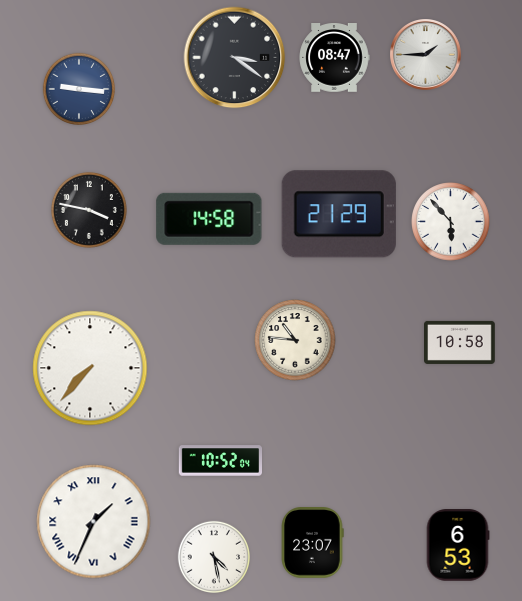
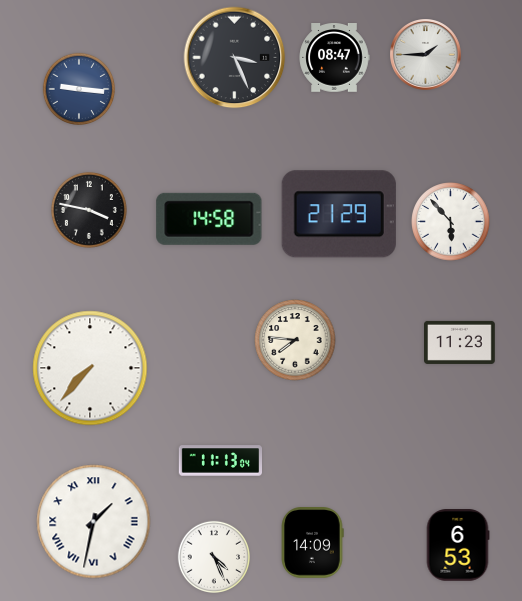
clock at (235, 58): 3:21 -> 3:26
clock at (295, 340): 10:46 -> 7:46
clock at (460, 342): 10:58 -> 11:23
clock at (221, 461): 10:52 -> 11:13
clock at (94, 522): 1:34 -> 1:32
clock at (312, 543): 23:07 -> 14:09
clock at (213, 556): 4:28 -> 4:26
